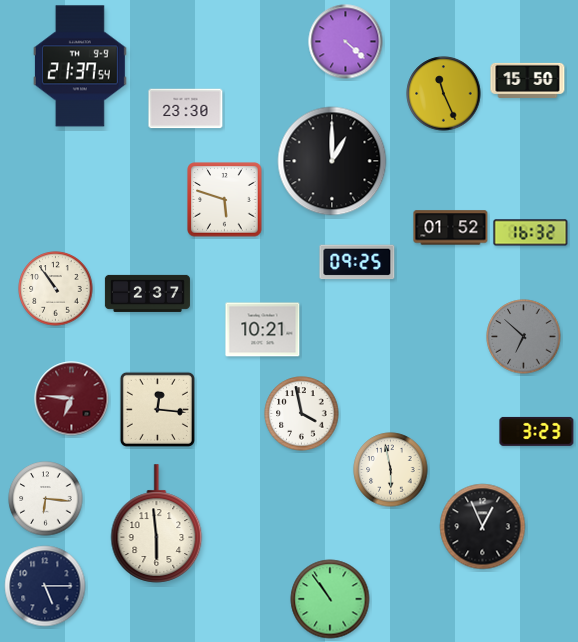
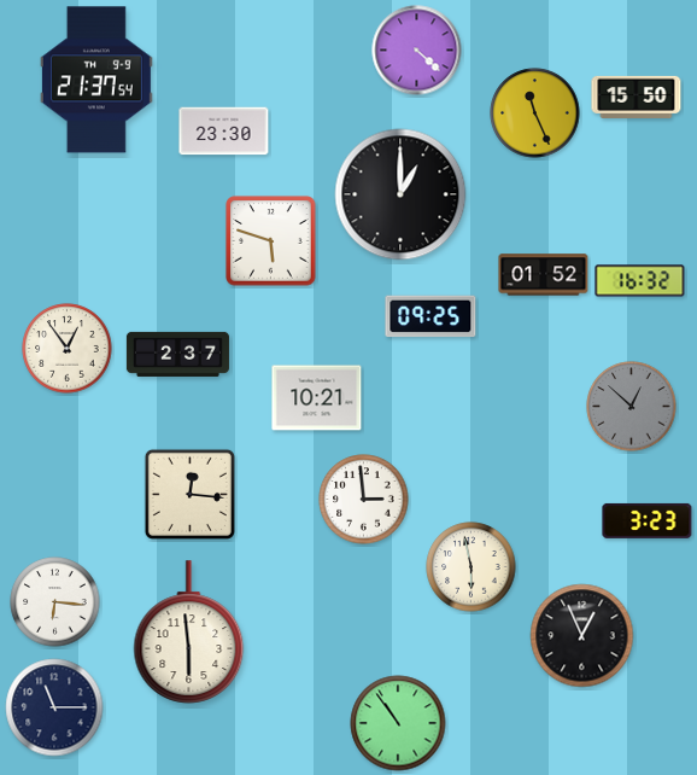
clock at (56, 289): 10:54 -> 12:54
clock at (524, 337): 6:52 -> 12:52
clock at (72, 399): 6:46 -> none
clock at (302, 414): 3:58 -> 2:59
clock at (45, 586): 5:15 -> 11:15
